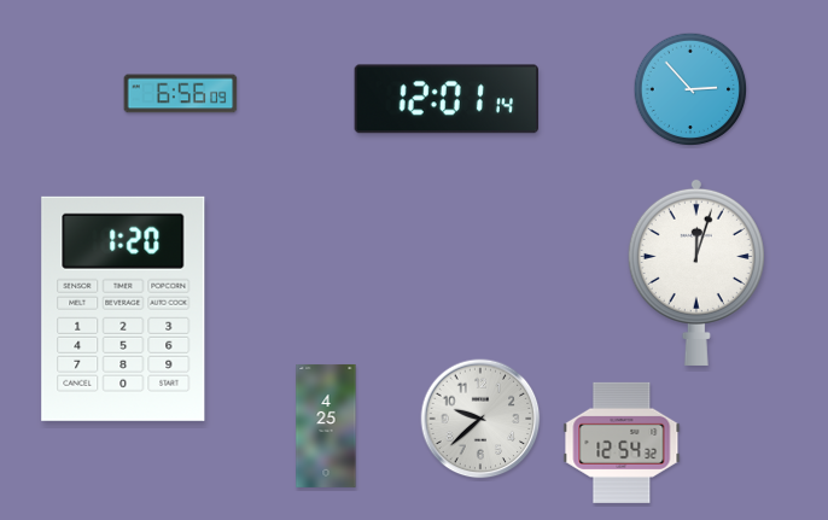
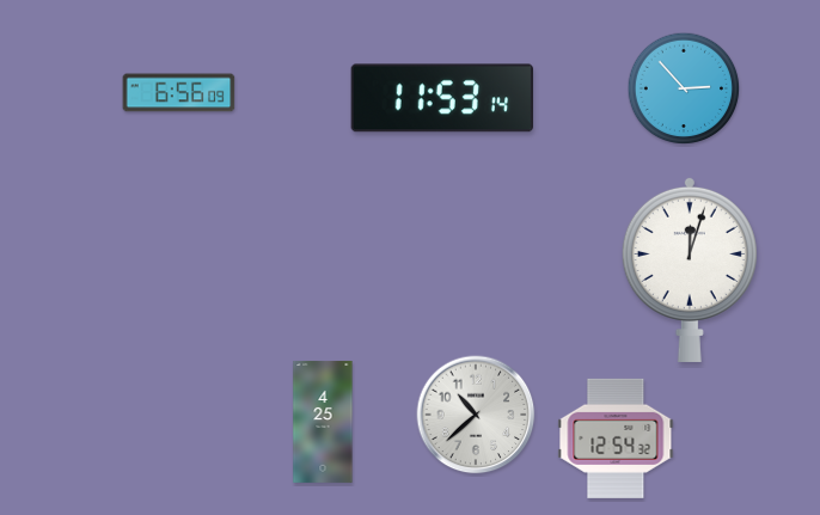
clock at (447, 99): 12:01 -> 11:53
clock at (123, 309): 1:20 -> none
clock at (480, 419): 9:38 -> 10:38
